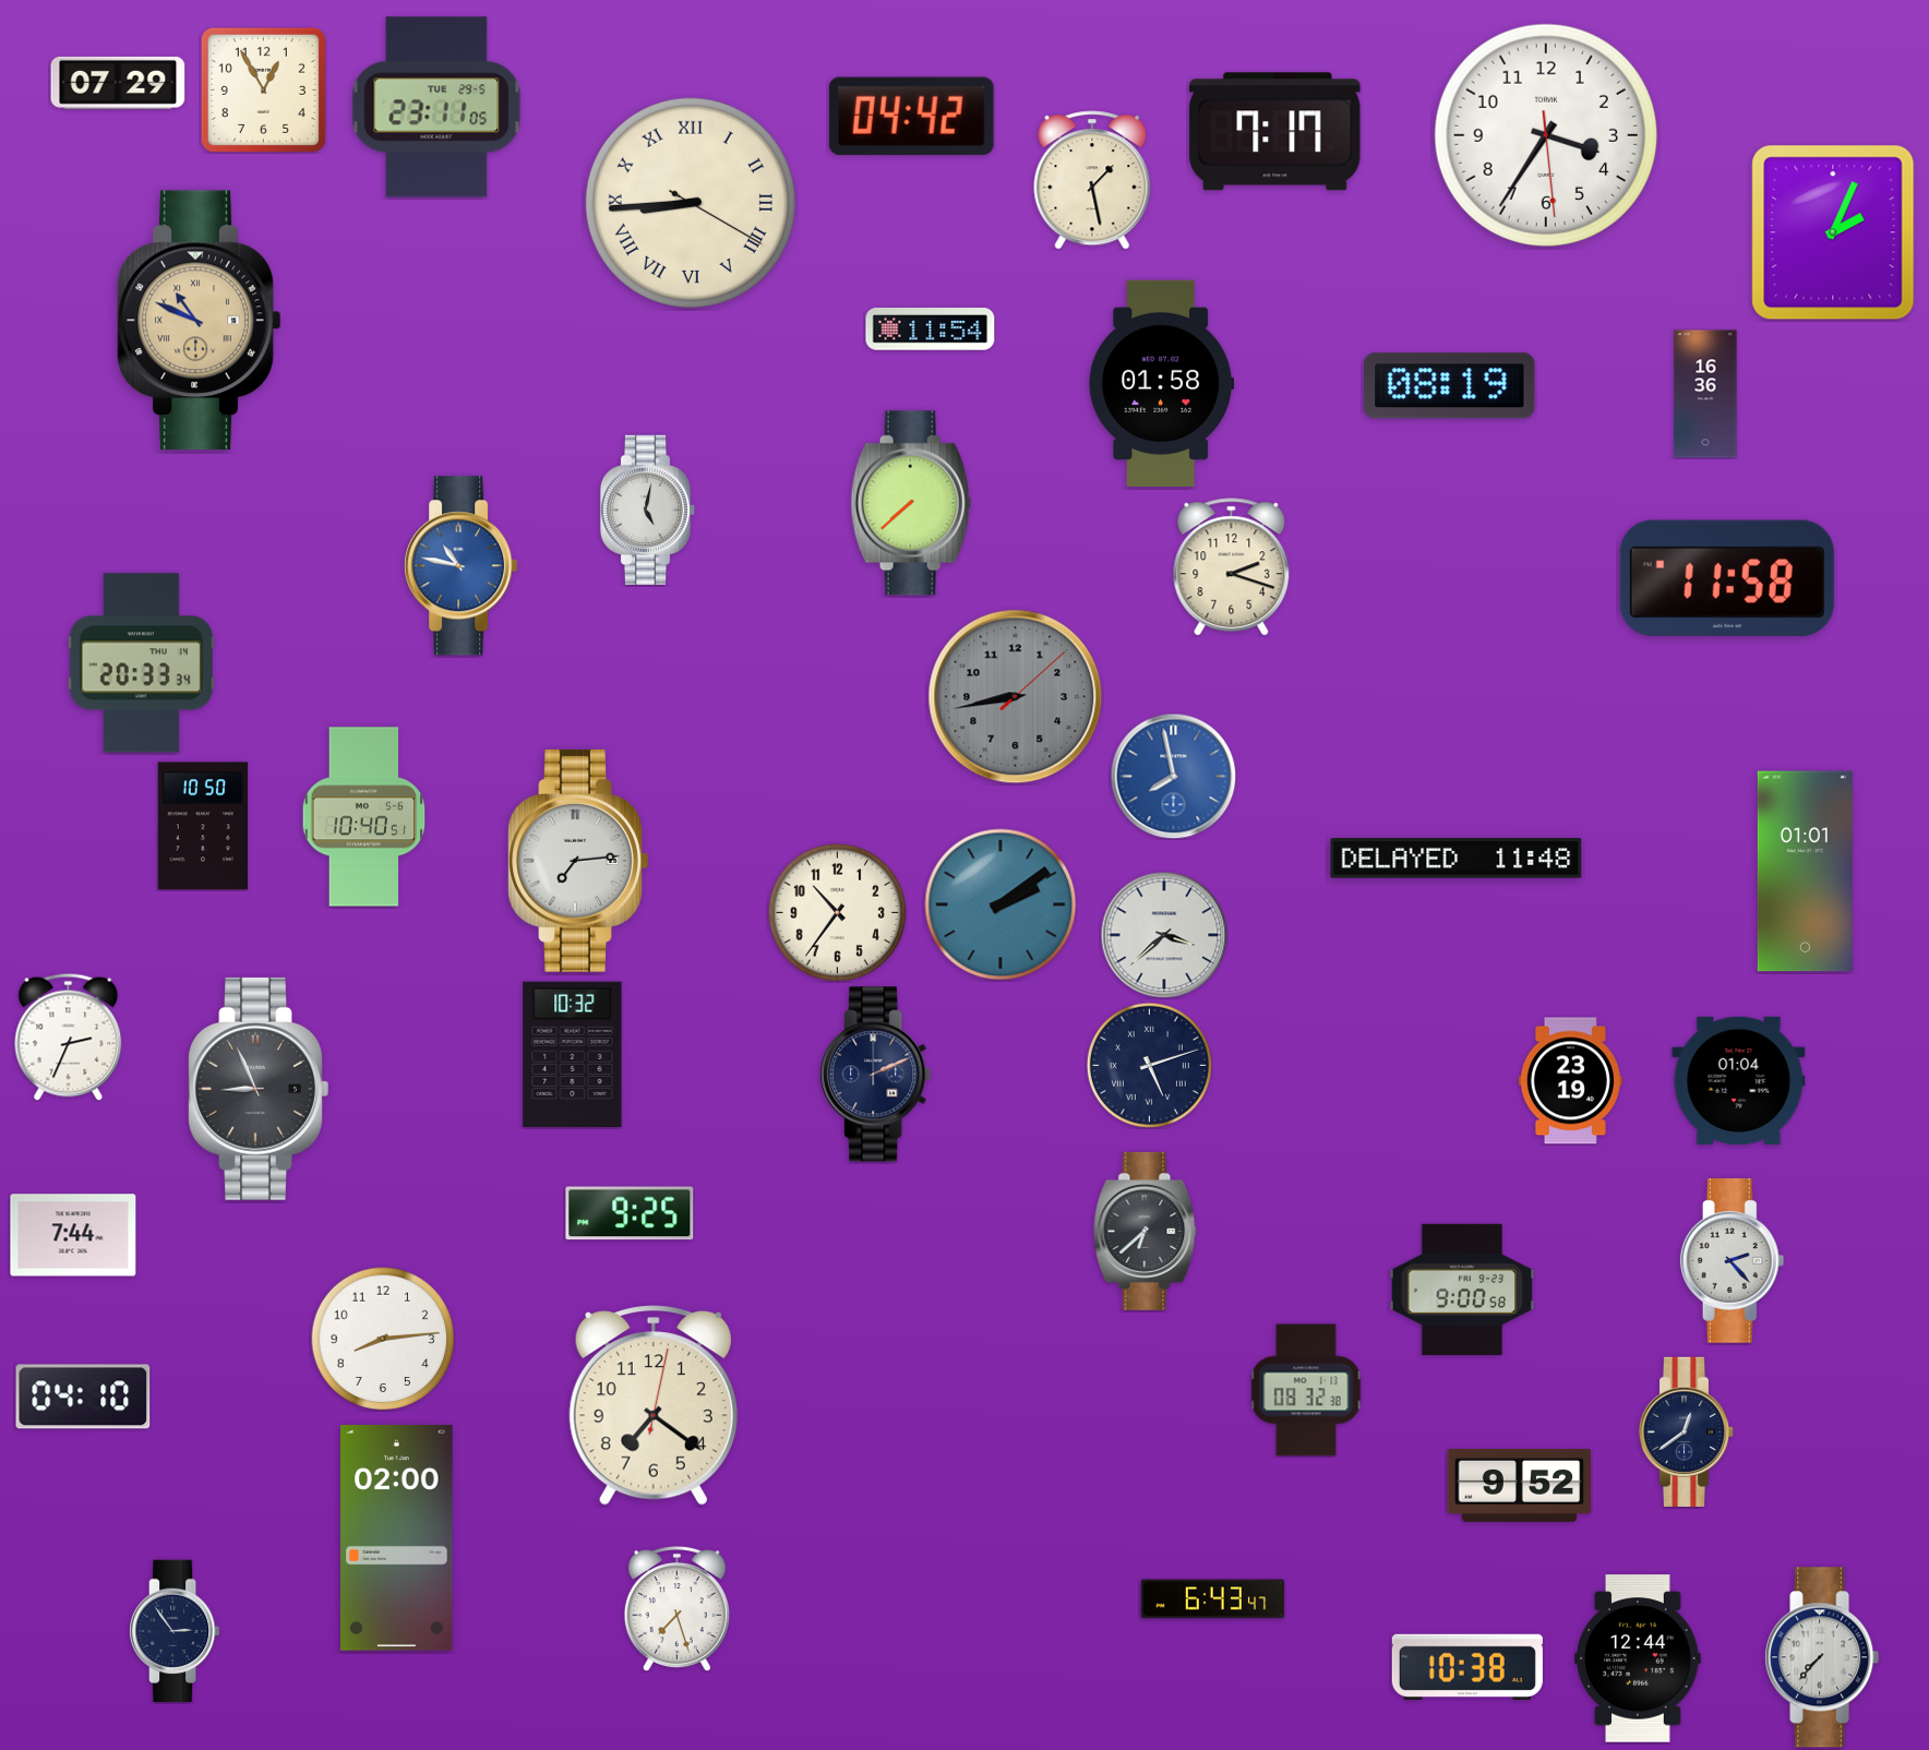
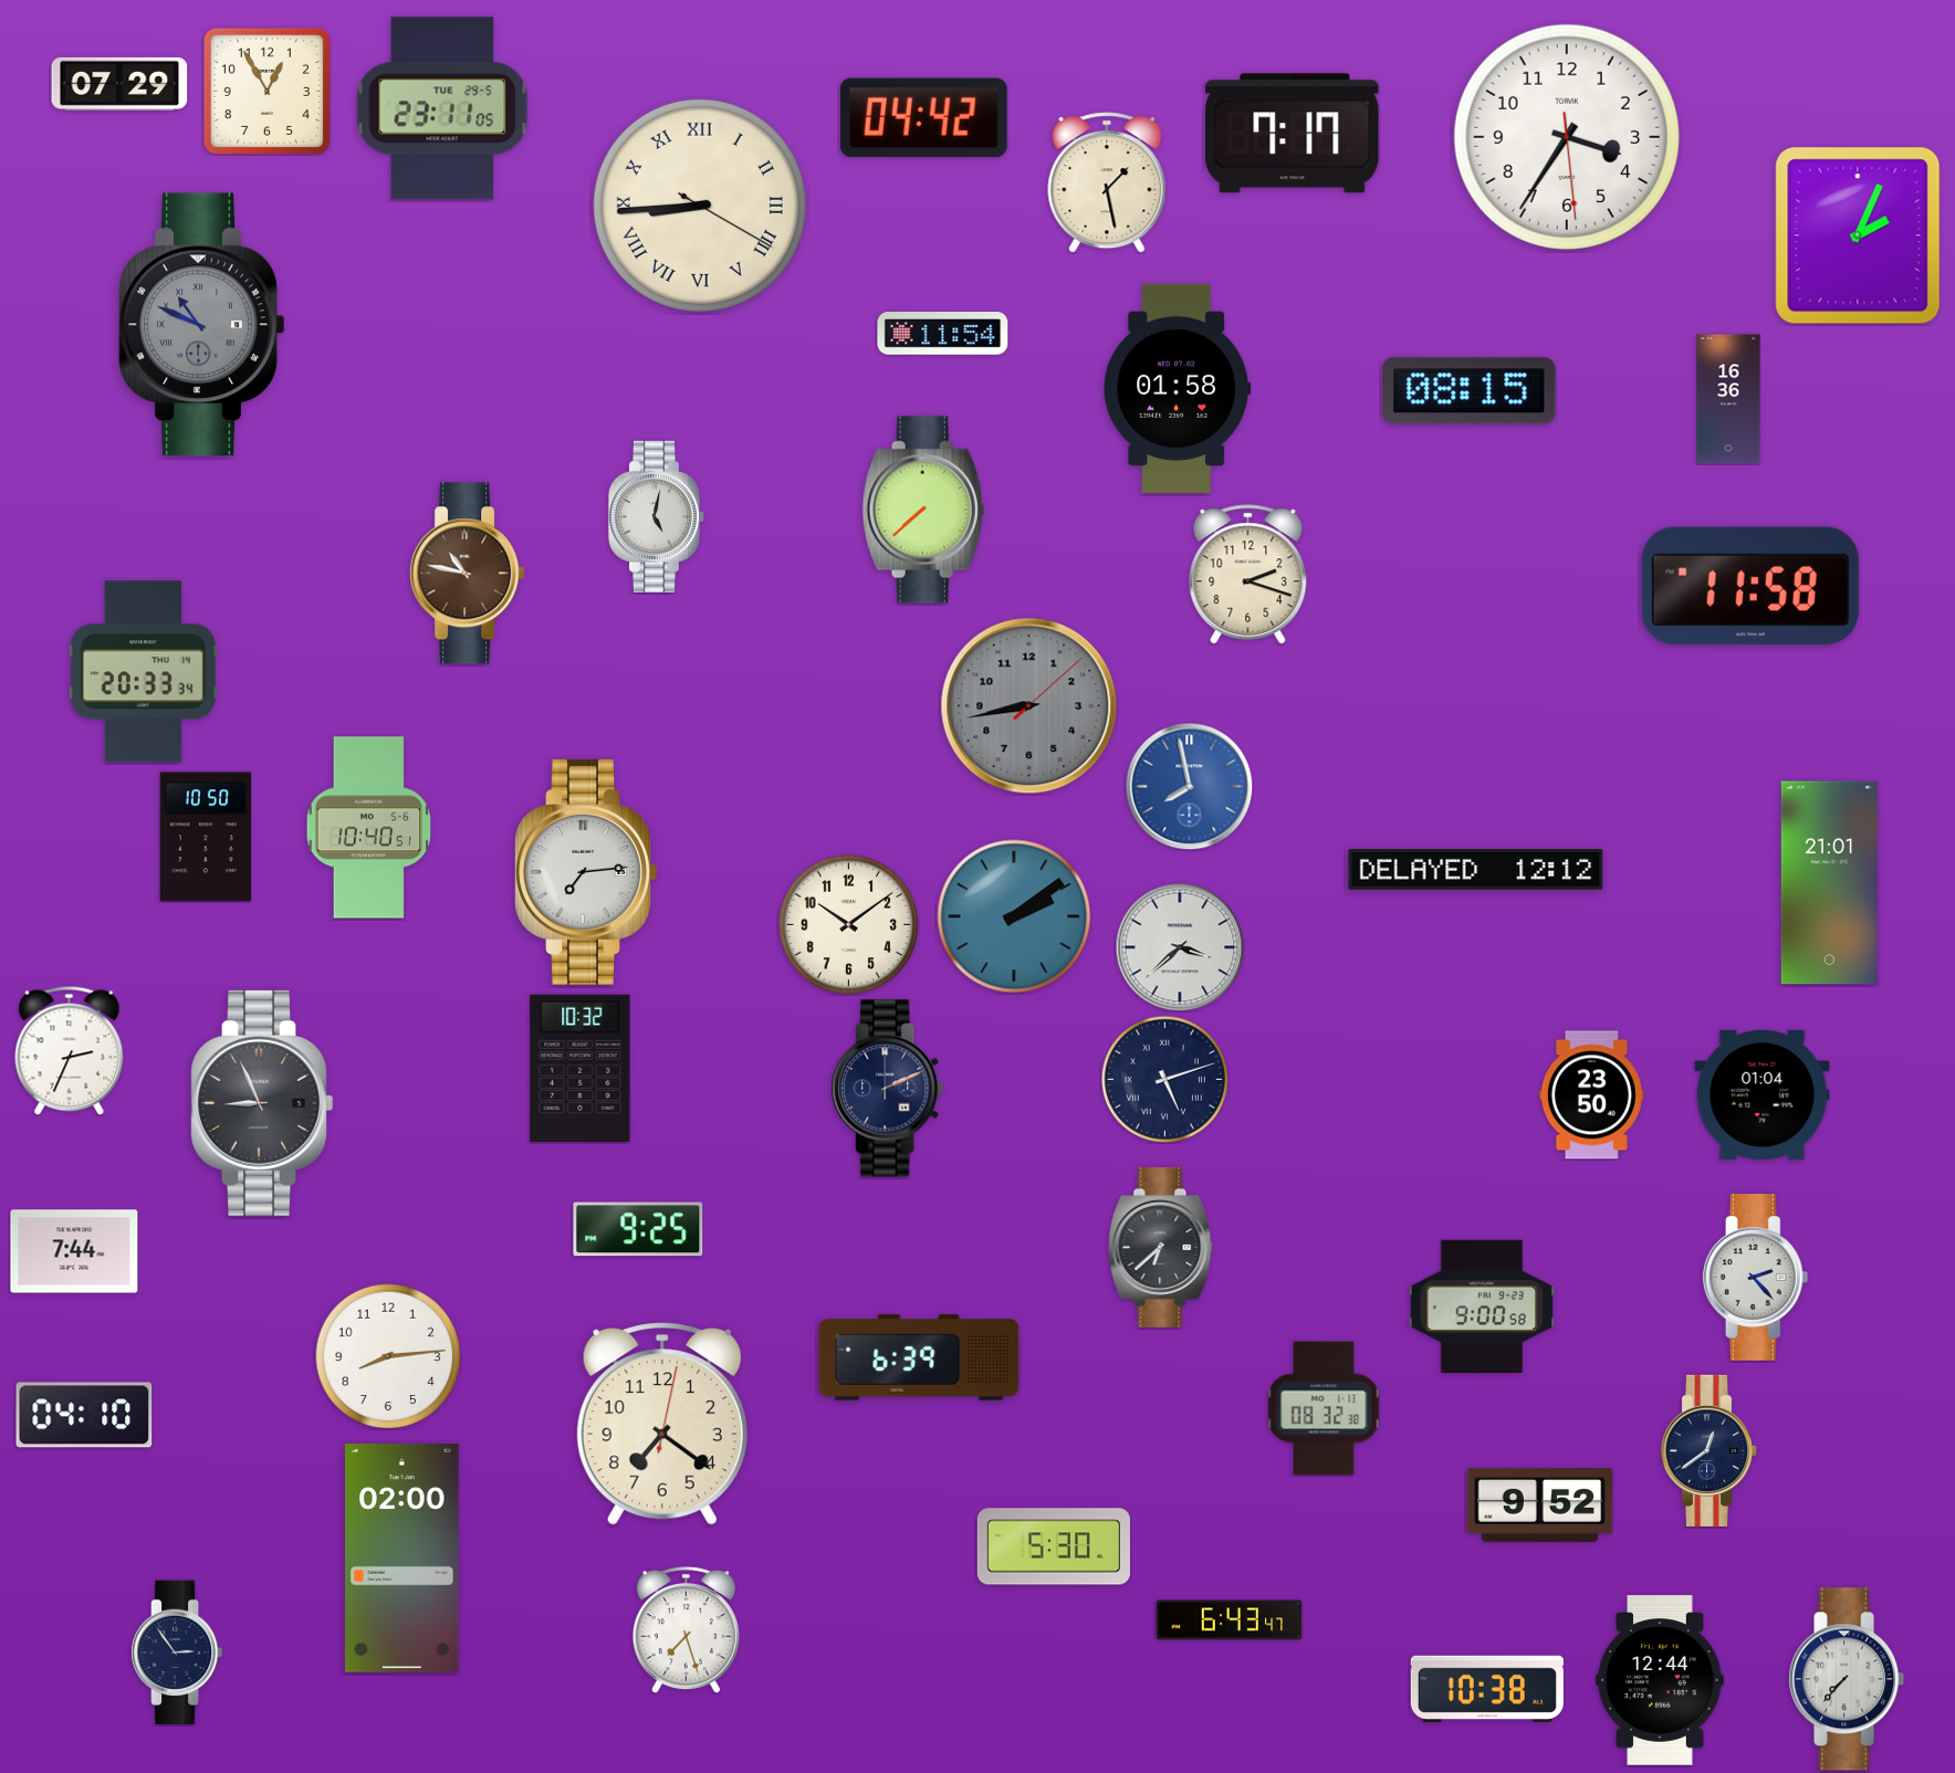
clock at (200, 321) dial: champagne -> grey
clock at (1450, 386): 08:19 -> 08:15
clock at (462, 566) dial: blue -> brown
clock at (1457, 859): 11:48 -> 12:12
clock at (1805, 872): 01:01 -> 21:01
clock at (837, 912): 10:36 -> 10:09
clock at (1570, 1081): 23:19 -> 23:50
clock at (919, 1357): none -> 6:39
clock at (1054, 1546): none -> 5:30
